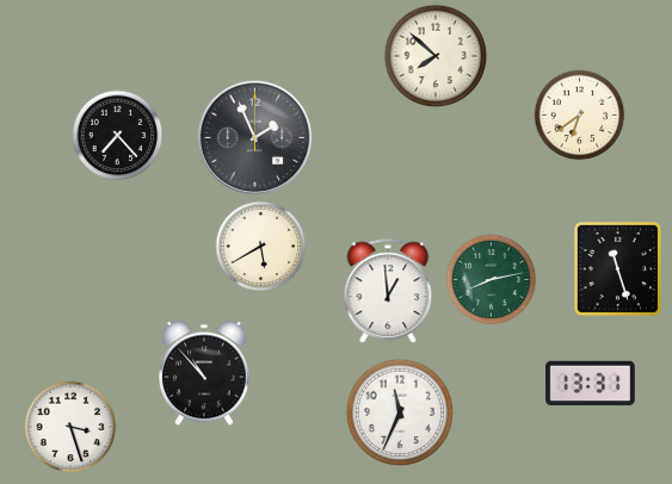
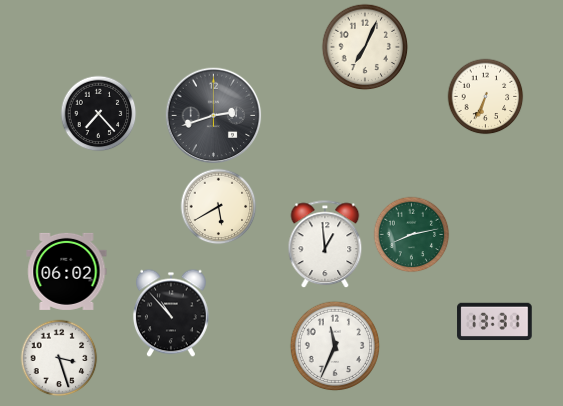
clock at (436, 56): 7:52 -> 7:04
clock at (580, 116): 6:39 -> 6:34
clock at (255, 138): 1:56 -> 2:42
clock at (617, 268): 11:27 -> none
clock at (67, 271): none -> 06:02
